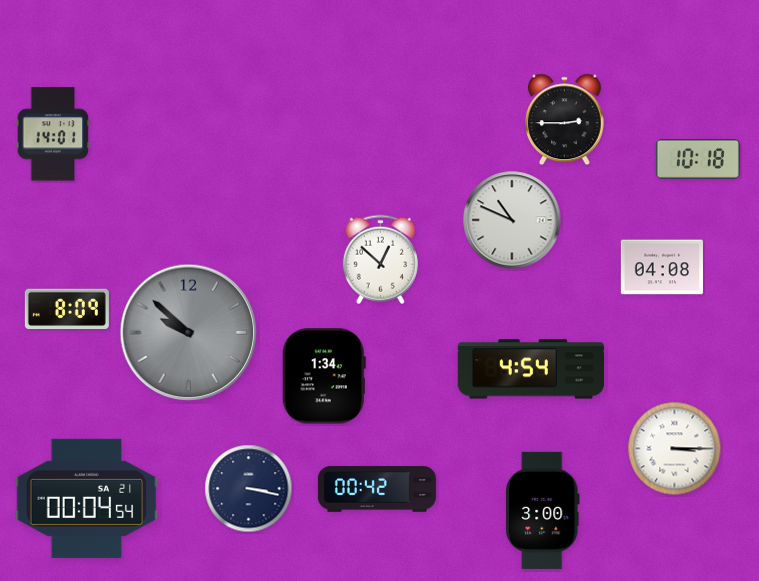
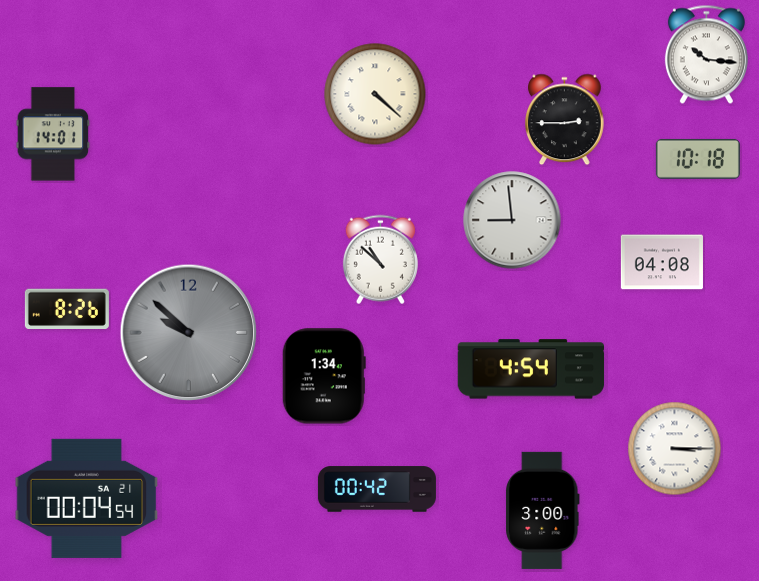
clock at (706, 55): none -> 10:16
clock at (375, 94): none -> 4:22
clock at (512, 220): 10:49 -> 8:59
clock at (380, 260): 12:52 -> 10:52
clock at (662, 267) position: (662, 267) -> (662, 262)
clock at (67, 308): 8:09 -> 8:26
clock at (249, 489): 3:17 -> none
